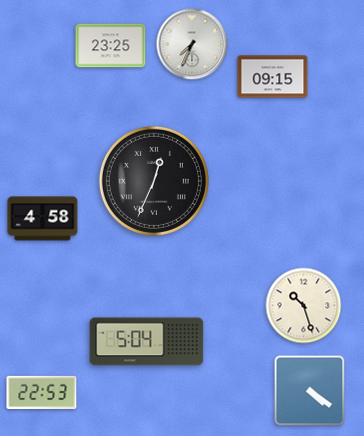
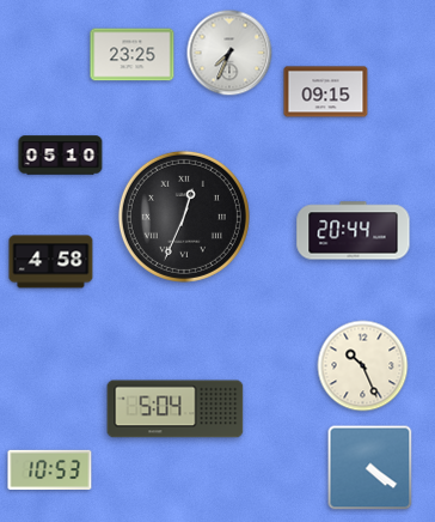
clock at (61, 156): none -> 05:10
clock at (354, 231): none -> 20:44
clock at (304, 306): 10:27 -> 10:26
clock at (42, 392): 22:53 -> 10:53
